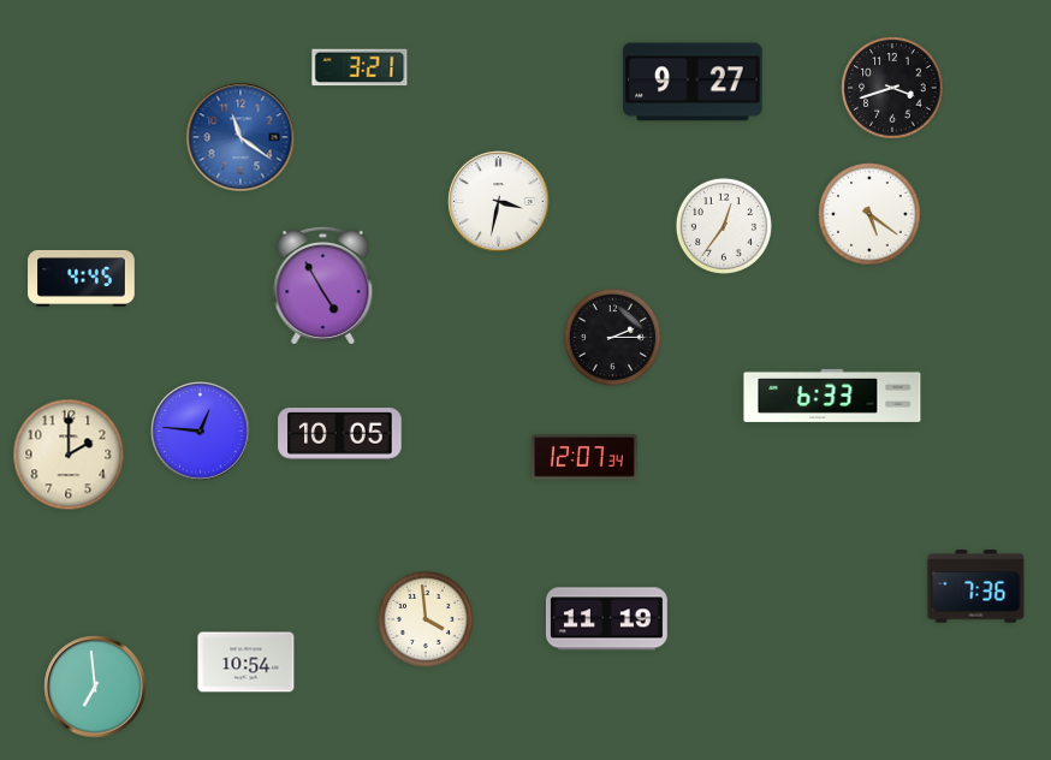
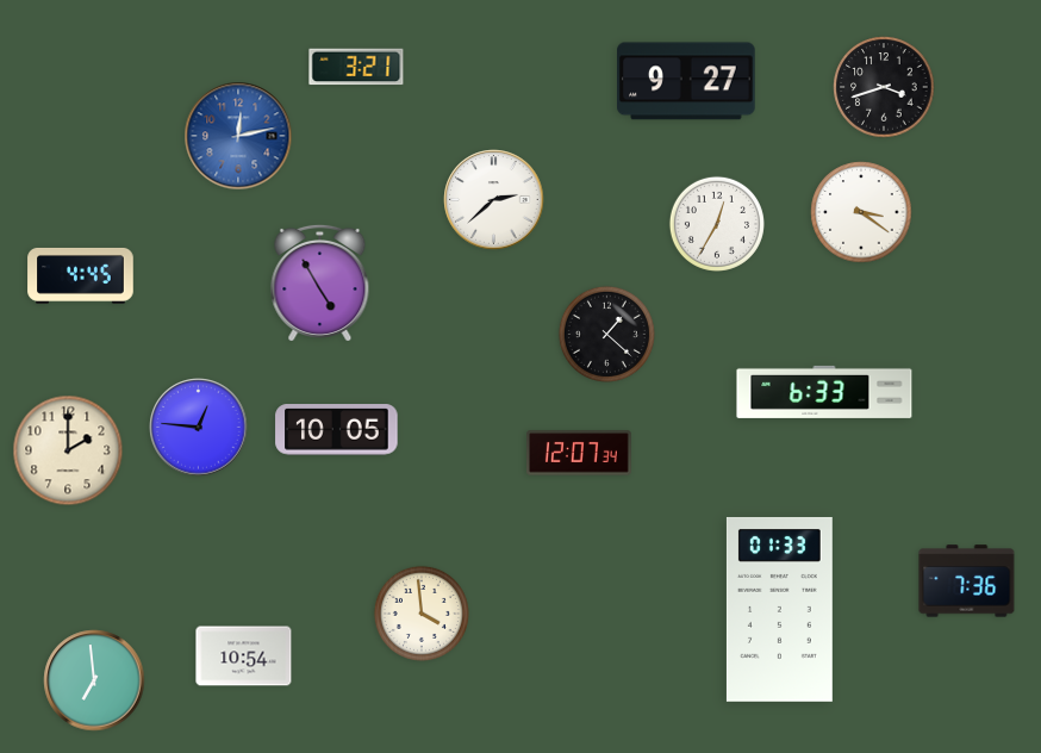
clock at (241, 137): 11:21 -> 12:13
clock at (499, 202): 3:32 -> 2:38
clock at (869, 214): 5:21 -> 3:21
clock at (724, 226): 12:36 -> 12:35
clock at (612, 337): 2:15 -> 1:22
clock at (779, 609): none -> 01:33
clock at (606, 619): 11:19 -> none
